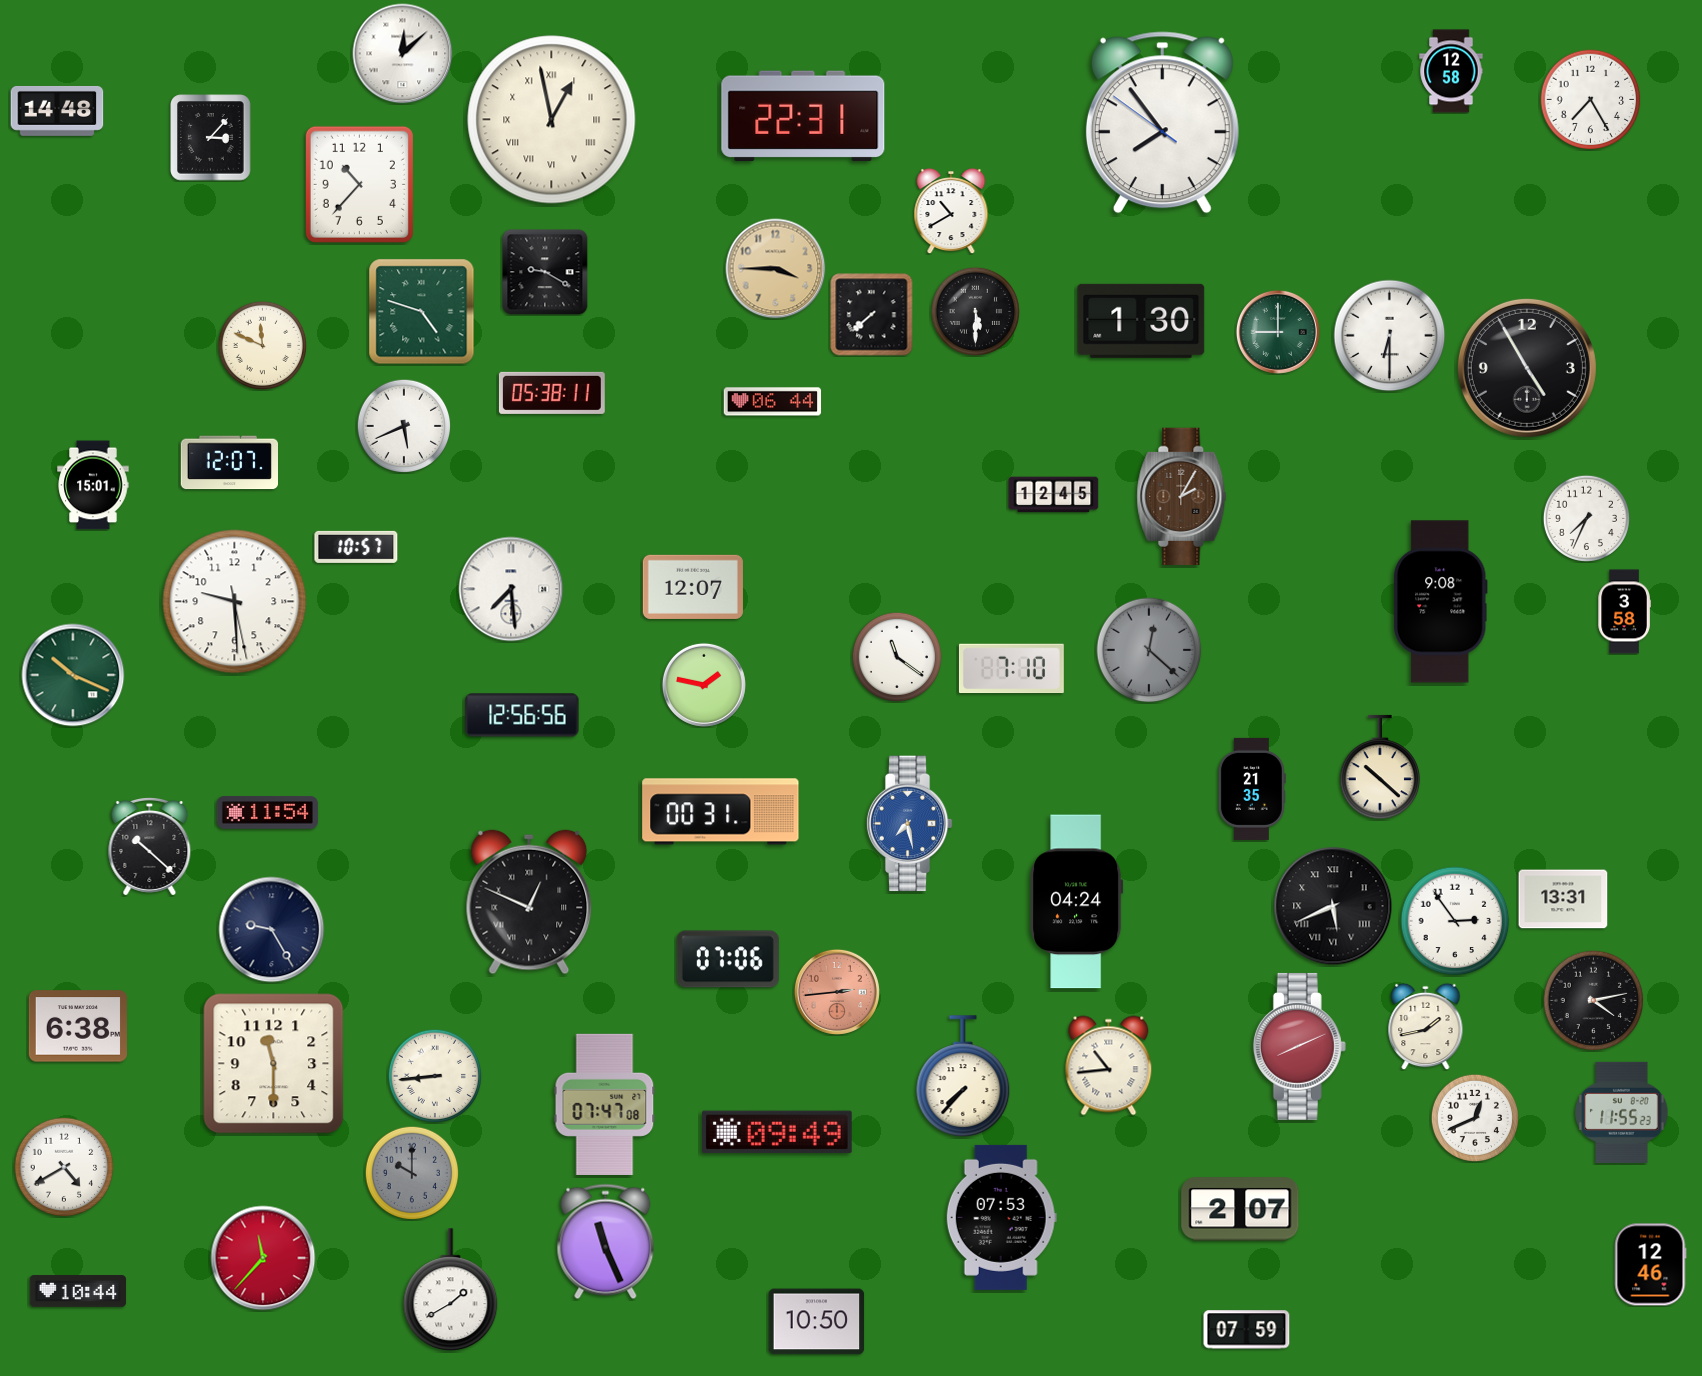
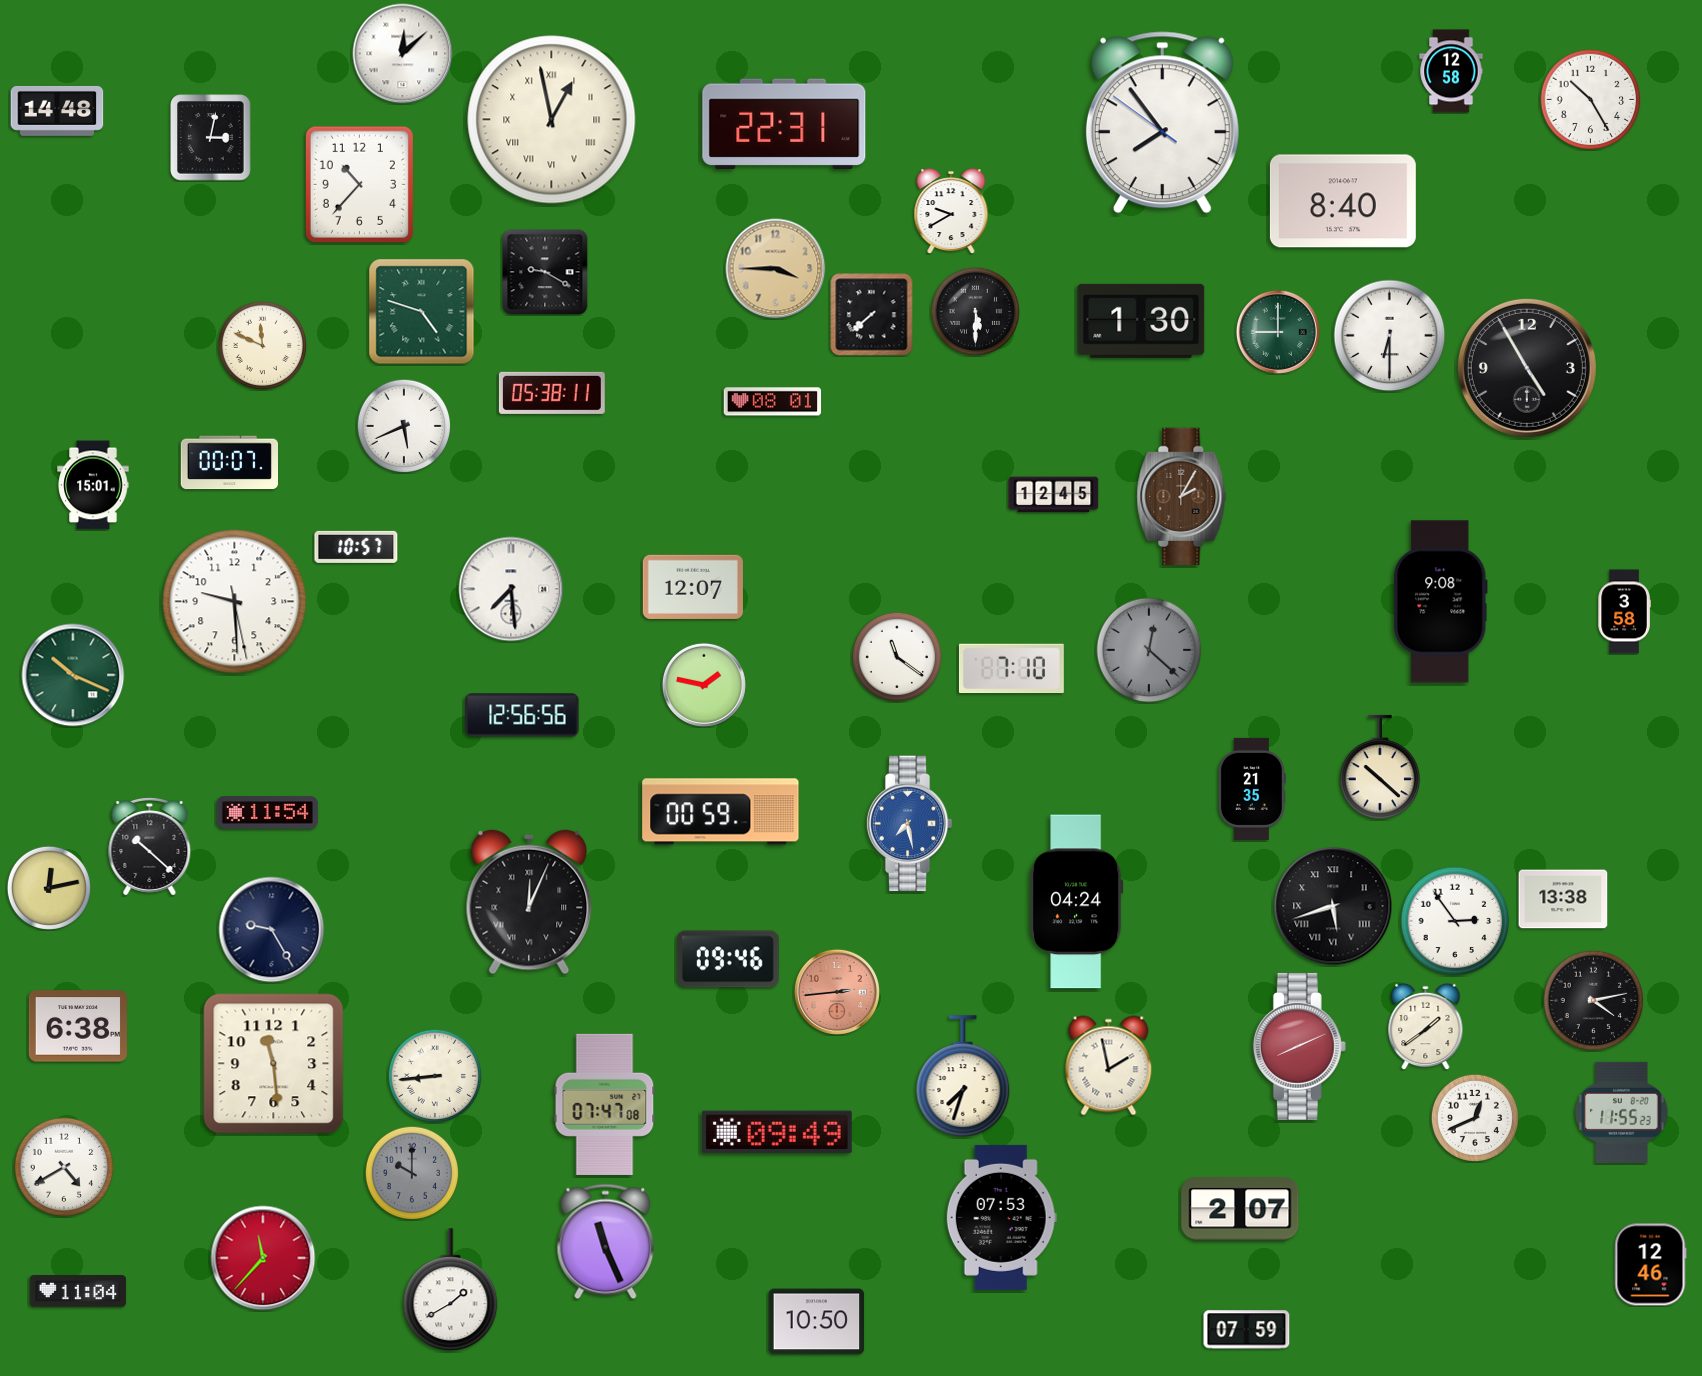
clock at (1591, 100): 7:25 -> 10:25
clock at (803, 116) position: (803, 116) -> (784, 124)
clock at (211, 138): 3:07 -> 3:02
clock at (1343, 201): none -> 8:40
clock at (951, 211): 10:40 -> 9:40
clock at (773, 402): 06:44 -> 08:01
clock at (229, 463): 12:07 -> 00:07
clock at (1586, 518): 7:34 -> none
clock at (721, 812): 00:31 -> 00:59
clock at (49, 888): none -> 12:13
clock at (1563, 899): 13:31 -> 13:38
clock at (529, 902): 12:49 -> 12:04
clock at (1333, 906): 5:41 -> 5:42
clock at (728, 959): 07:06 -> 09:46
clock at (1426, 1026): 1:43 -> 1:39
clock at (274, 1064): 11:30 -> 11:29
clock at (1109, 1066): 10:44 -> 1:58
clock at (963, 1076): 7:37 -> 7:33
clock at (78, 1291): 10:44 -> 11:04
